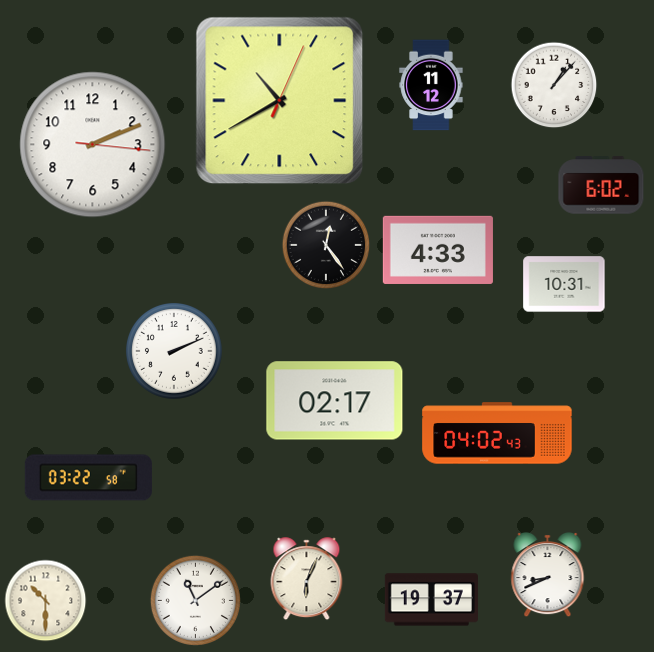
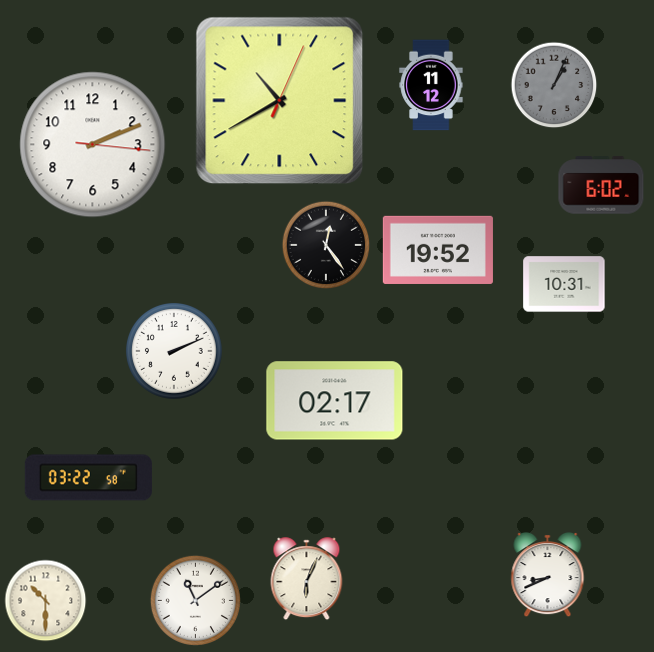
clock at (554, 85): 1:07 -> 1:04
clock at (554, 85) dial: white -> grey
clock at (438, 250): 4:33 -> 19:52
clock at (497, 433): 04:02 -> none
clock at (431, 600): 19:37 -> none
